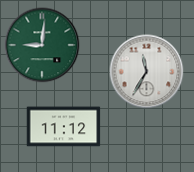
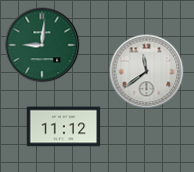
clock at (147, 72): 11:35 -> 11:39
